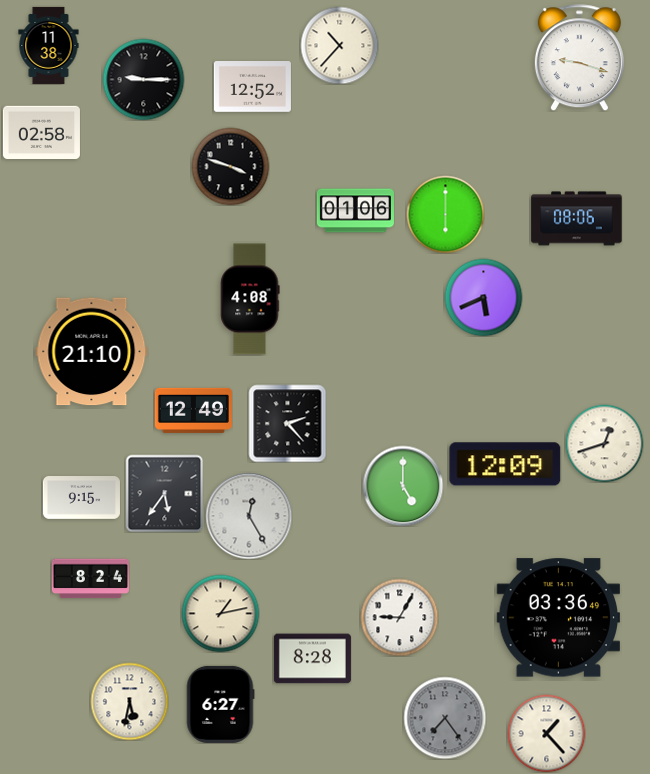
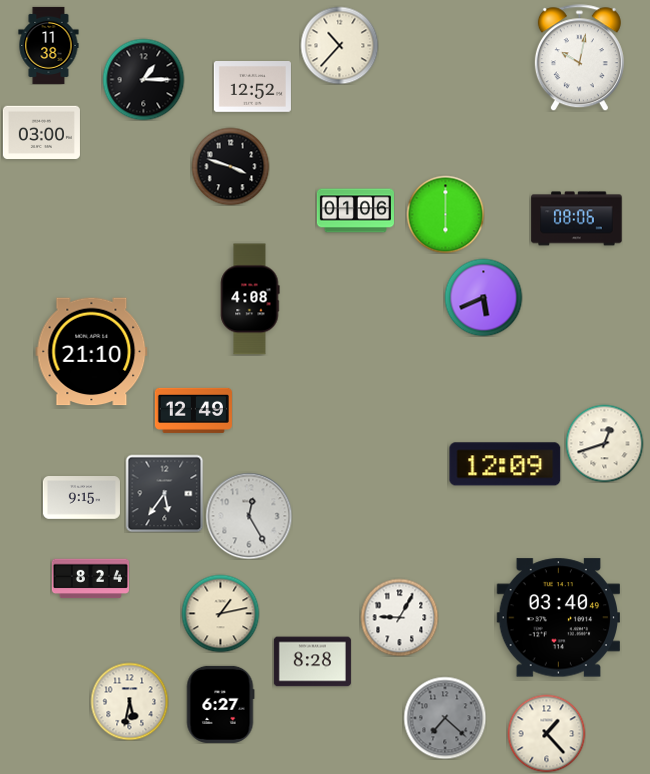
clock at (579, 58): 9:18 -> 10:02
clock at (143, 79): 9:15 -> 1:15
clock at (41, 133): 02:58 -> 03:00
clock at (287, 423): 2:23 -> none
clock at (403, 486): 5:00 -> none
clock at (558, 618): 03:36 -> 03:40
clock at (312, 659) position: (312, 659) -> (312, 662)
clock at (445, 718): 7:24 -> 7:22
